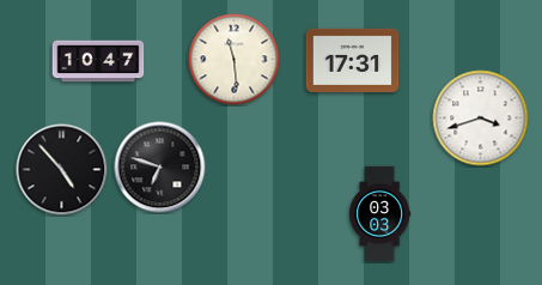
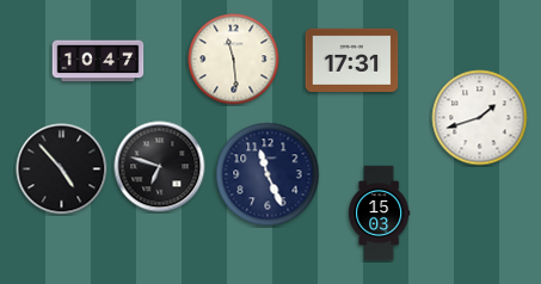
clock at (481, 119): 3:42 -> 1:42
clock at (268, 174): none -> 11:26
clock at (380, 214): 03:03 -> 15:03
